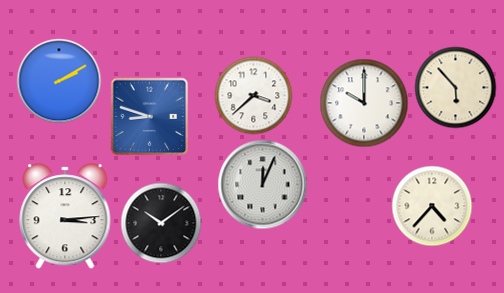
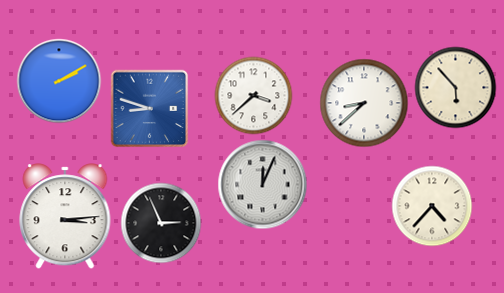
clock at (364, 103): 10:00 -> 8:38
clock at (149, 116) position: (149, 116) -> (149, 108)
clock at (161, 223): 10:09 -> 2:56
